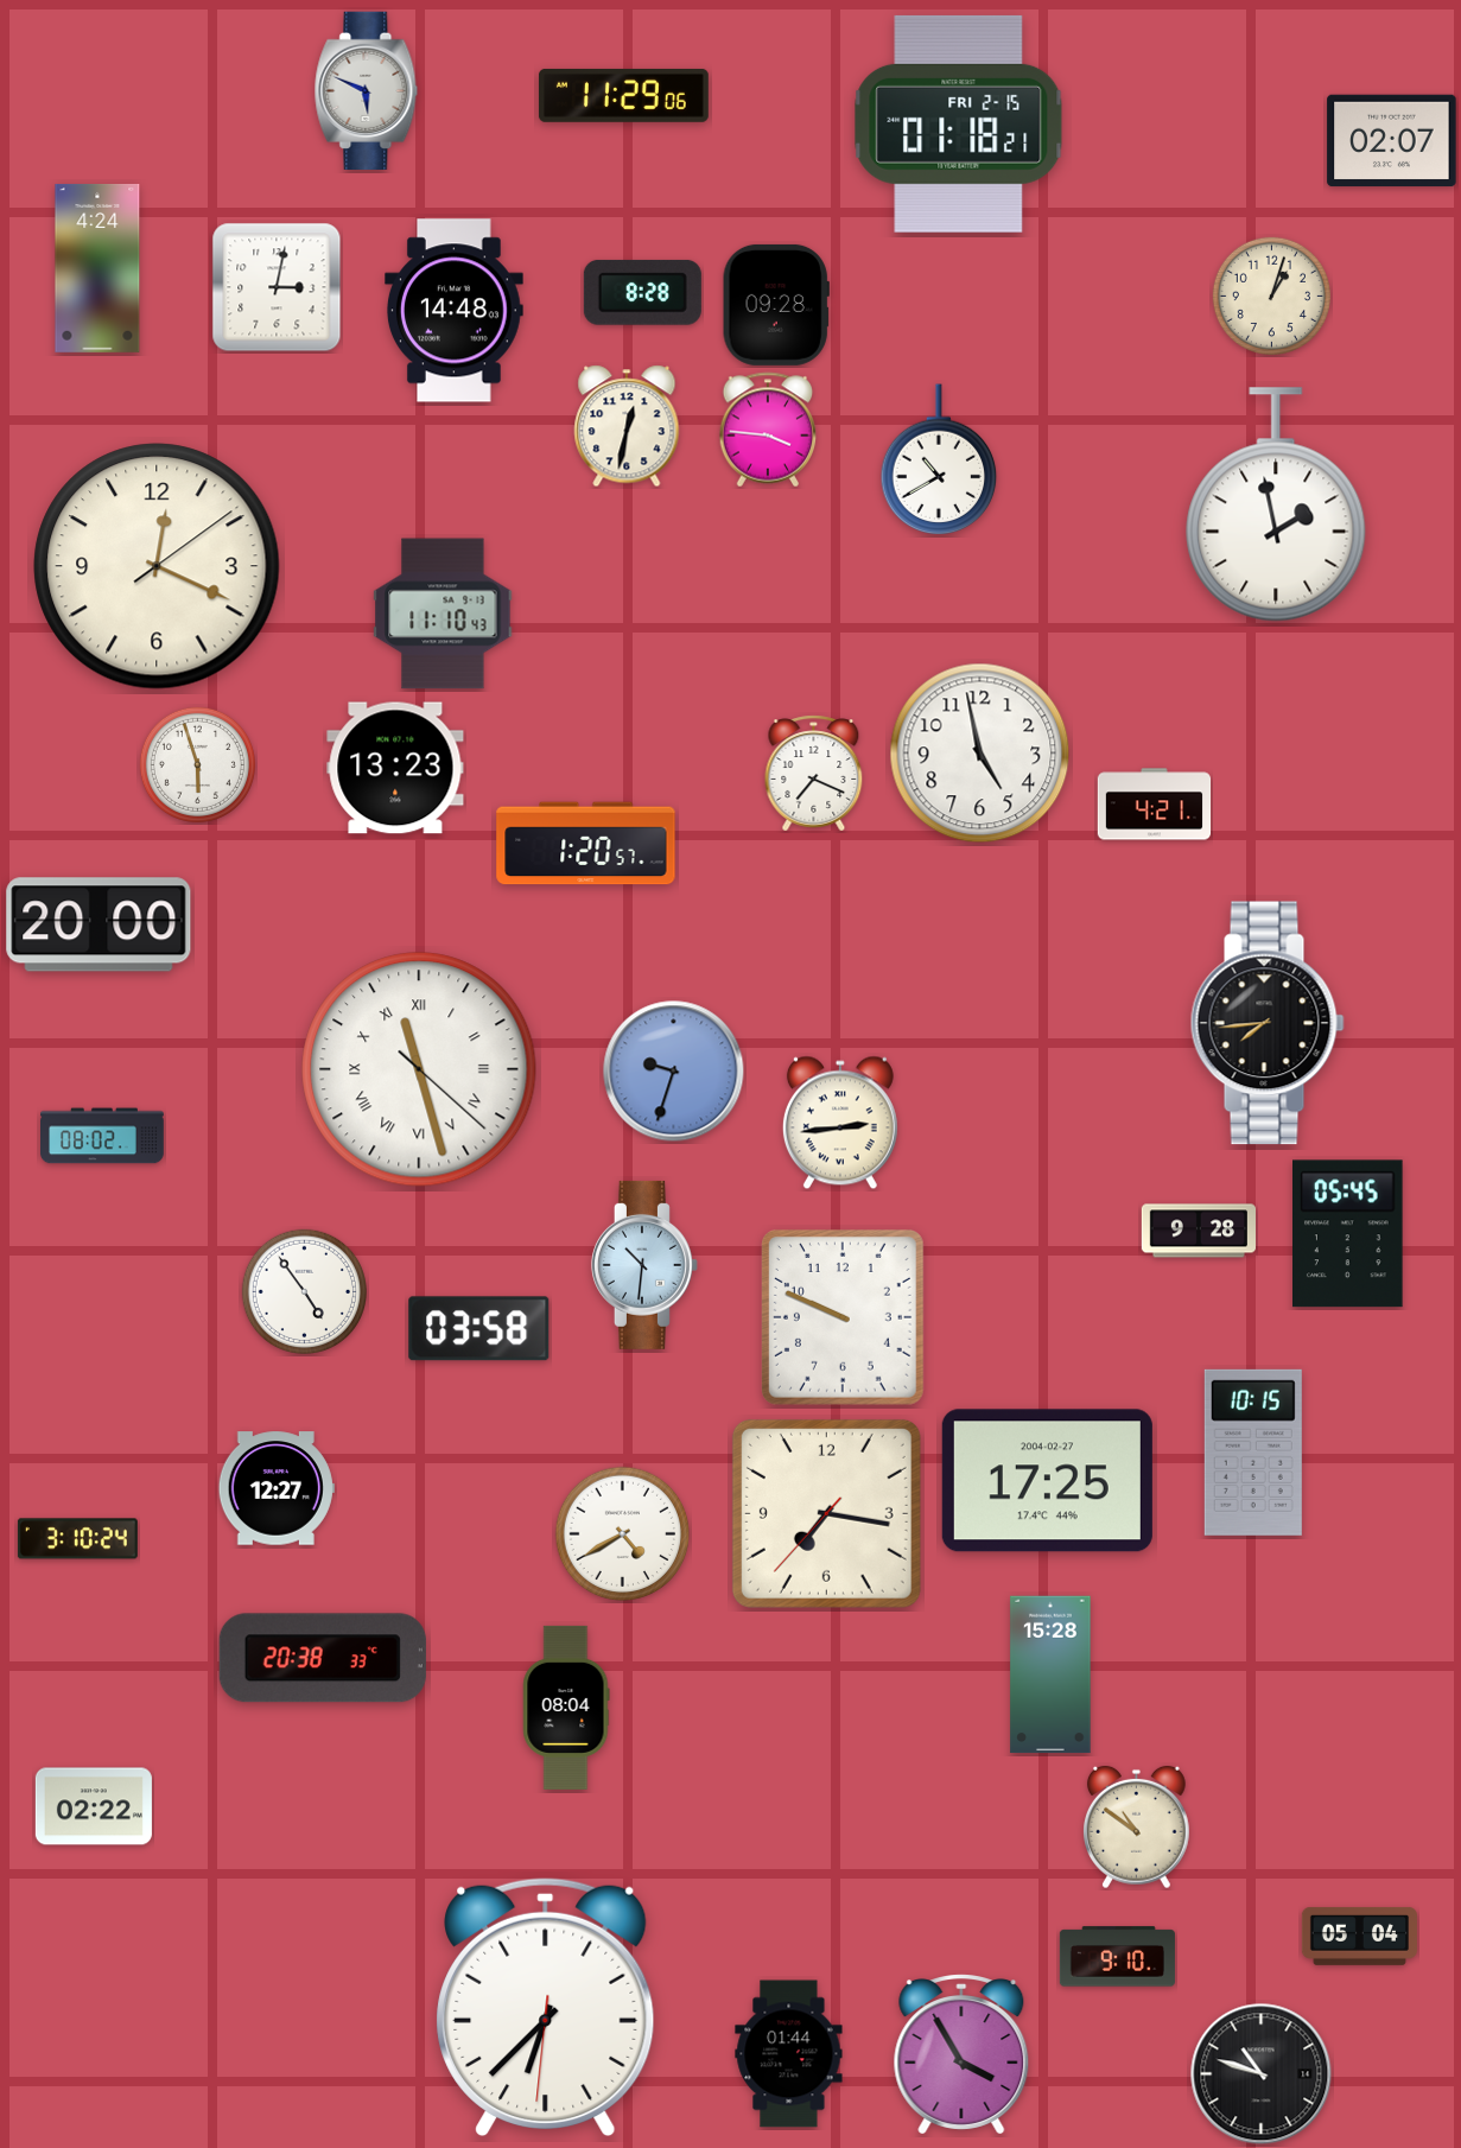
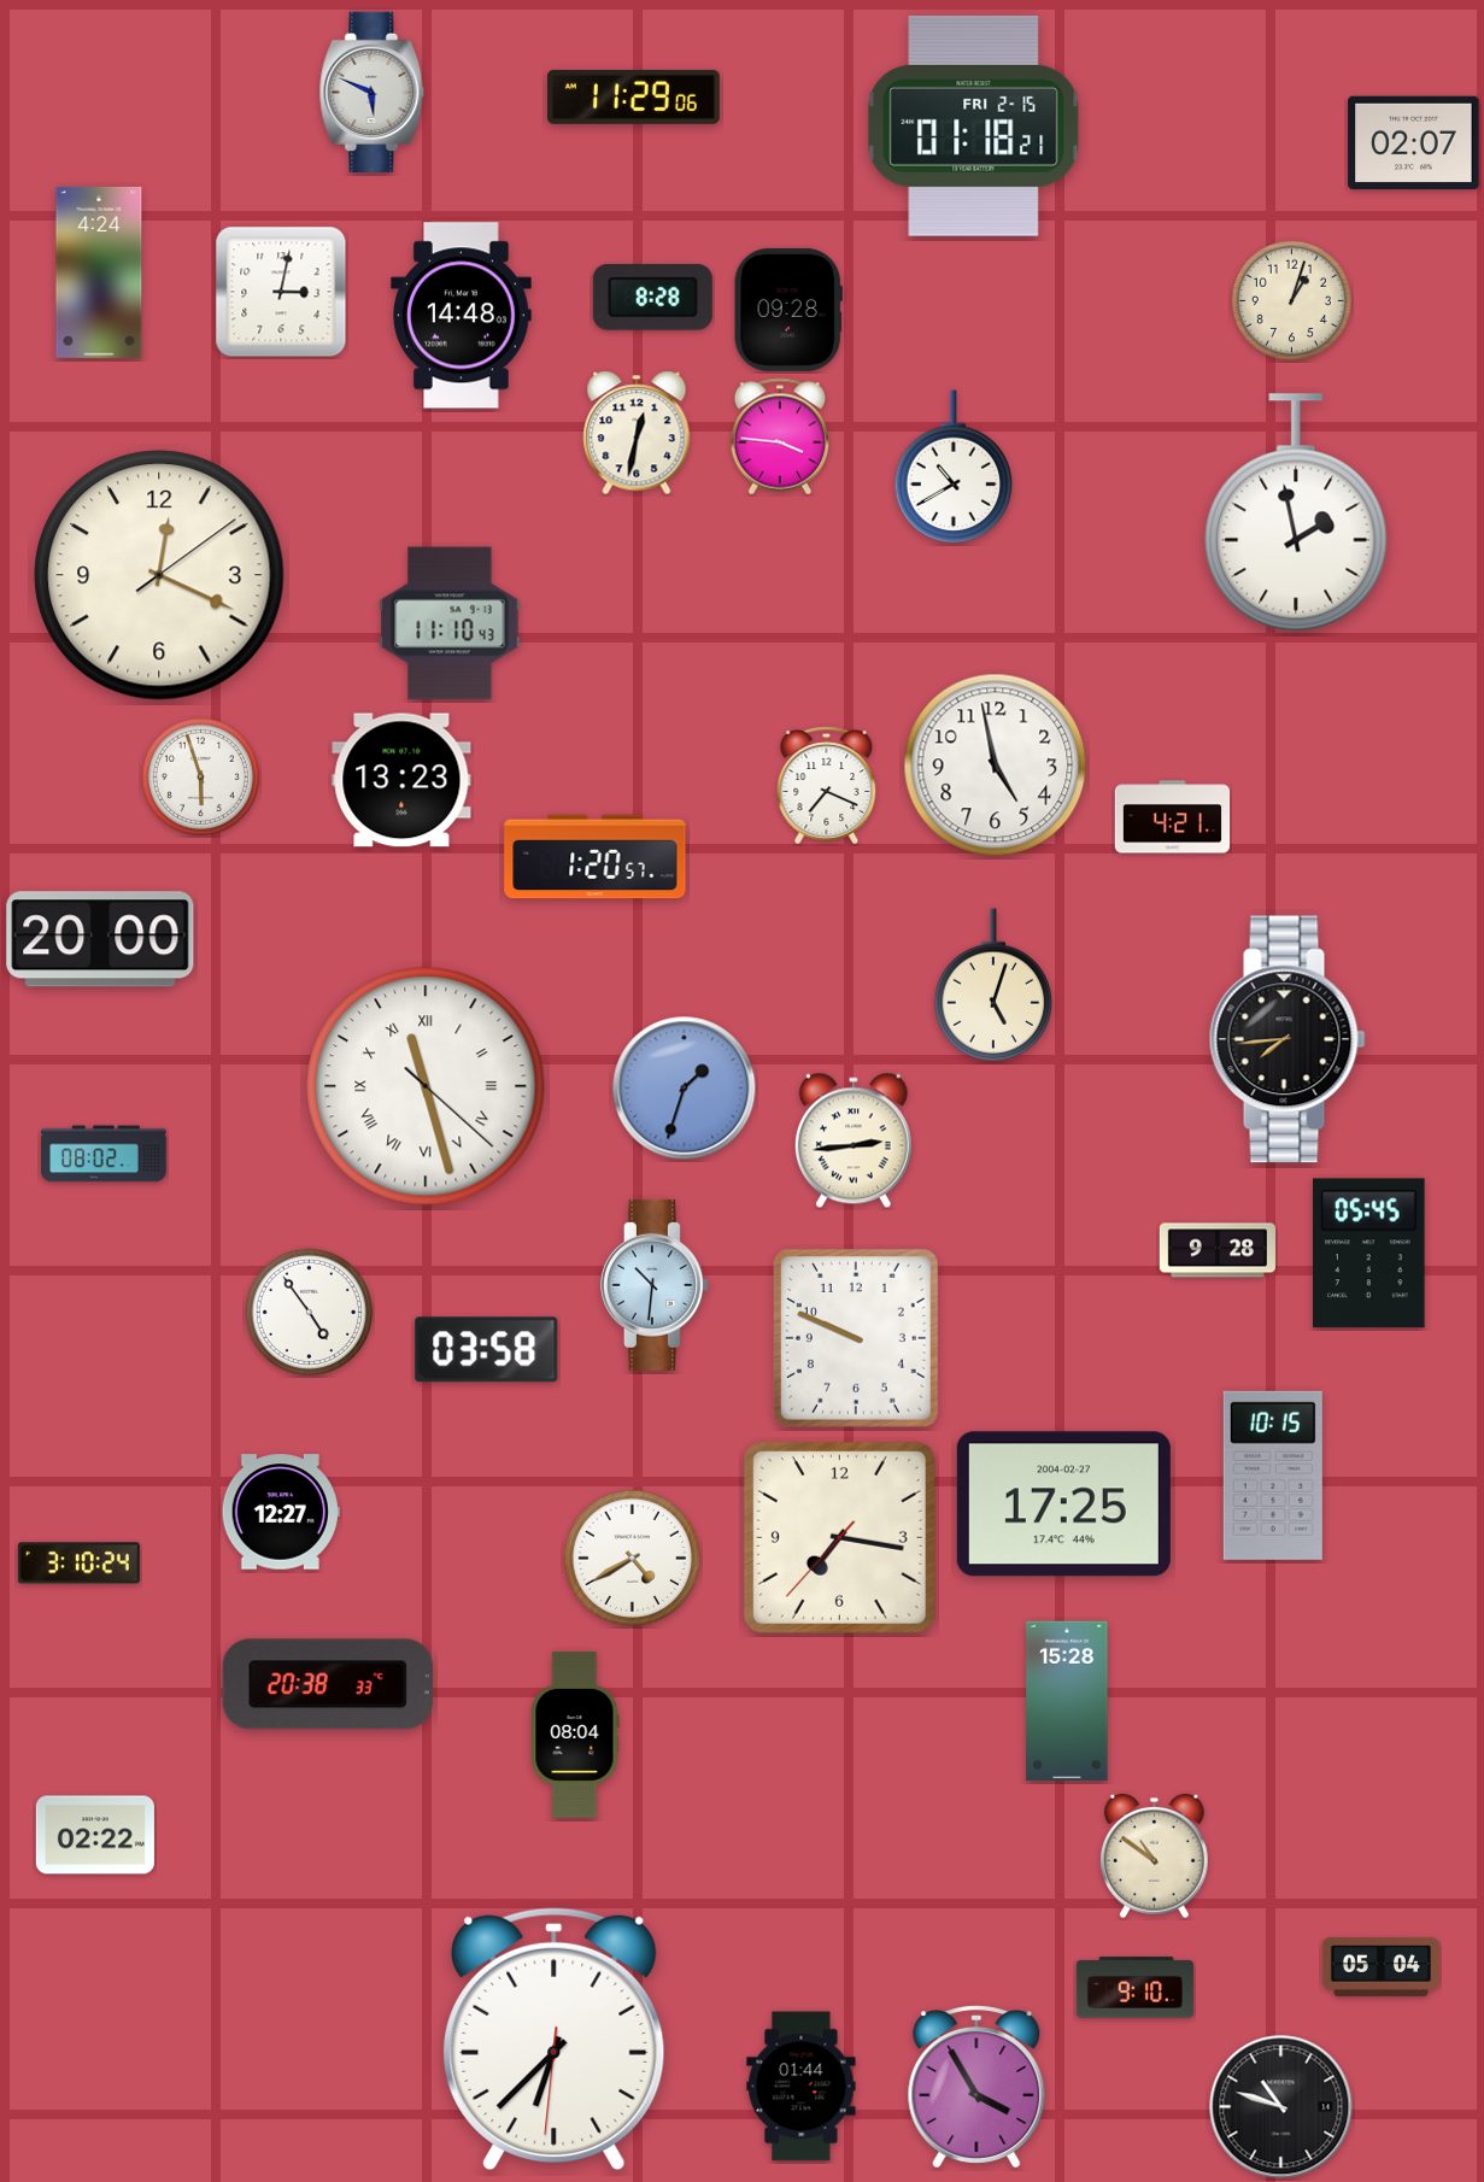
clock at (993, 986): none -> 5:03
clock at (674, 1072): 9:33 -> 1:33
